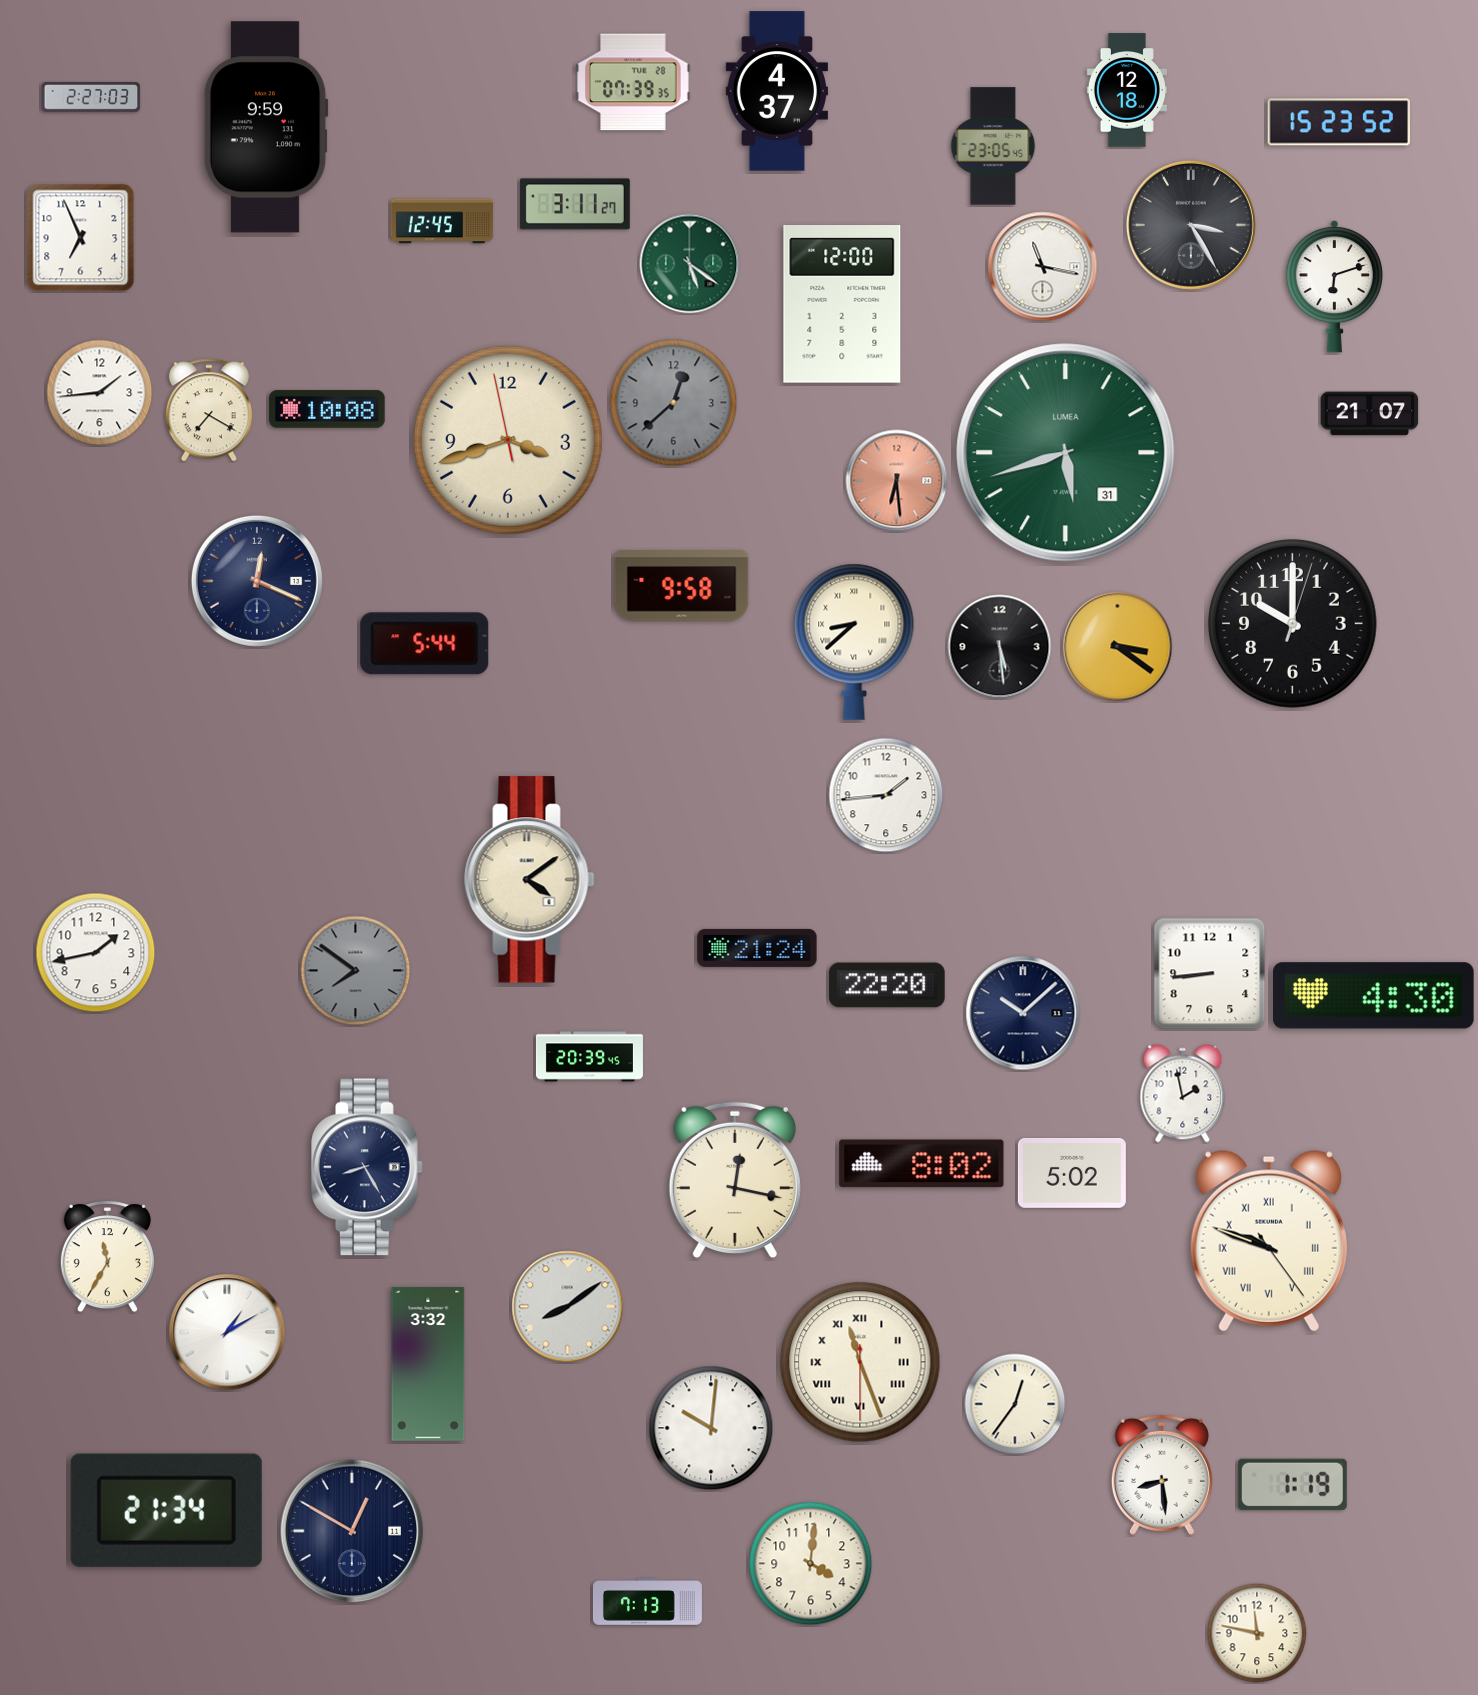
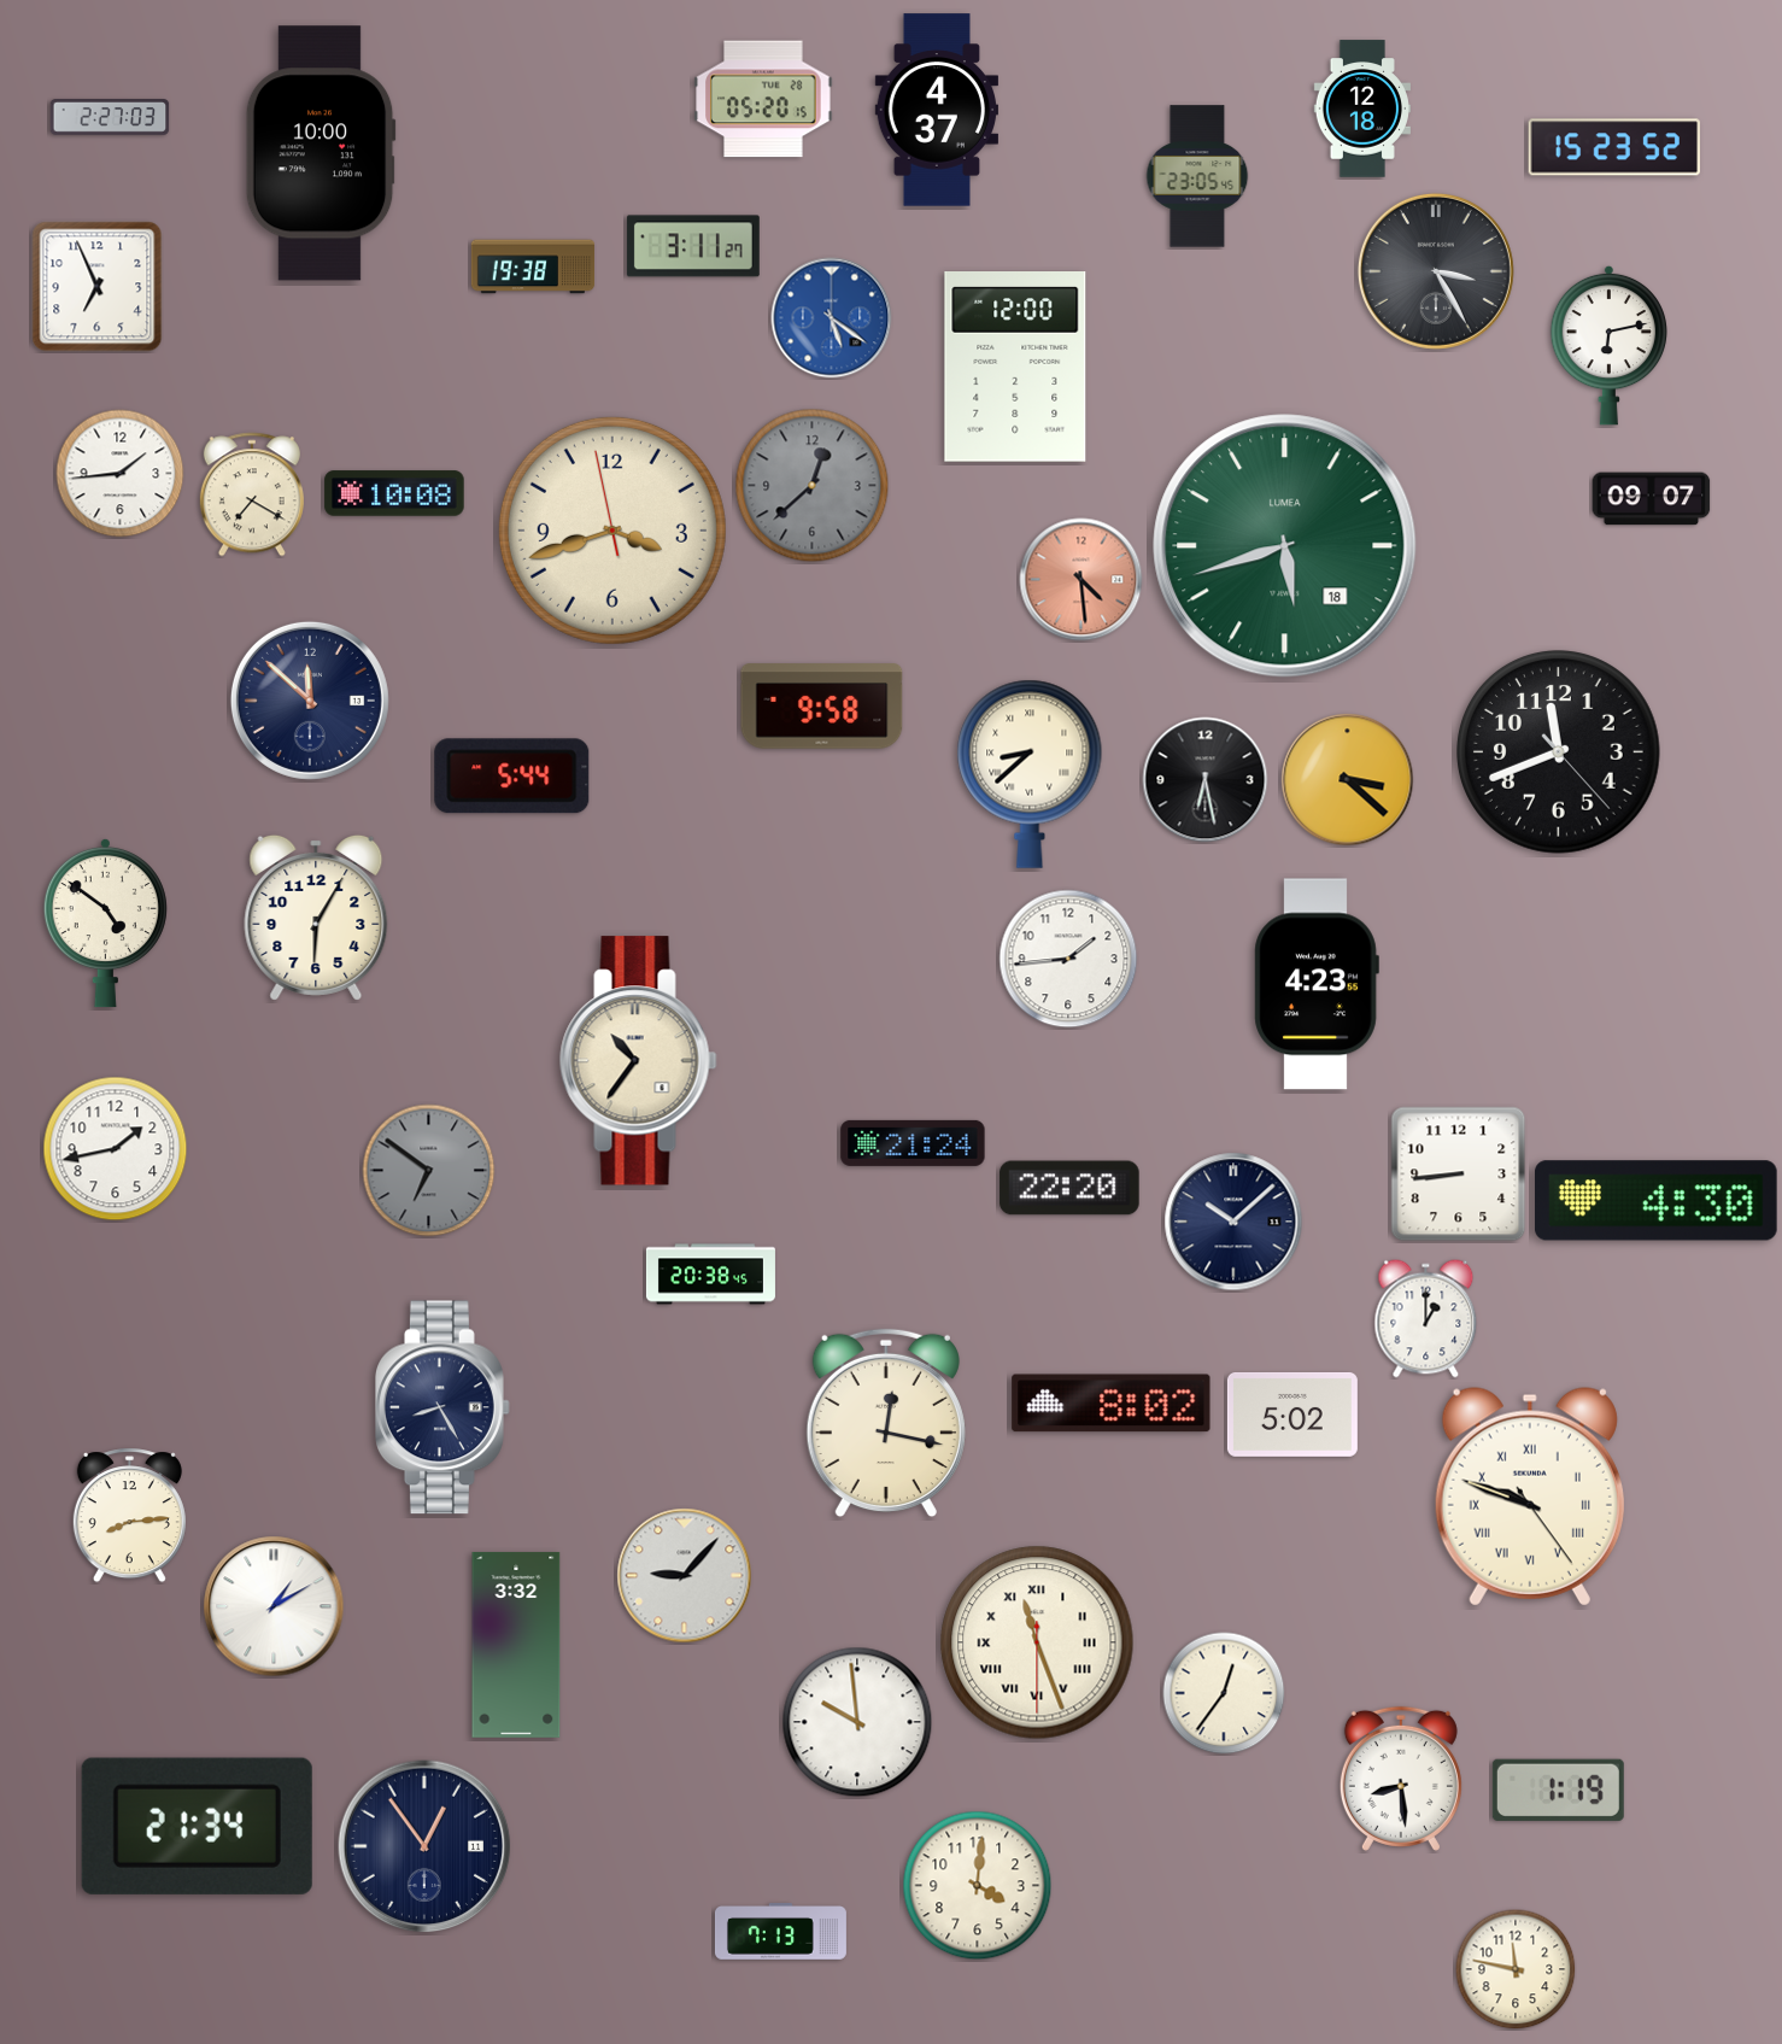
clock at (633, 82): 07:39 -> 05:20
clock at (1127, 90) position: (1127, 90) -> (1362, 109)
clock at (266, 127): 9:59 -> 10:00
clock at (442, 221): 12:45 -> 19:38
clock at (690, 264) dial: green -> blue
clock at (1043, 267): 11:17 -> none
clock at (1335, 286): 6:12 -> 6:13
clock at (1370, 414): 21:07 -> 09:07
clock at (1066, 453) date: 31 -> 18
clock at (897, 481): 6:29 -> 4:29
clock at (257, 581): 12:19 -> 11:52
clock at (1293, 624): 10:00 -> 11:41
clock at (1000, 647): 5:29 -> 6:28
clock at (1118, 647): 3:21 -> 3:22
clock at (316, 918): none -> 6:05
clock at (105, 923): none -> 4:51
clock at (1317, 984): none -> 4:23
clock at (530, 880): 4:09 -> 10:36
clock at (356, 971): 7:51 -> 6:51
clock at (589, 1057): 20:39 -> 20:38
clock at (1183, 1094): 1:58 -> 1:00
clock at (107, 1257): 11:35 -> 8:14
clock at (568, 1307): 8:09 -> 9:07
clock at (711, 1428): 10:01 -> 9:59
clock at (166, 1510) position: (166, 1510) -> (197, 1826)
clock at (352, 1531): 12:50 -> 12:54
